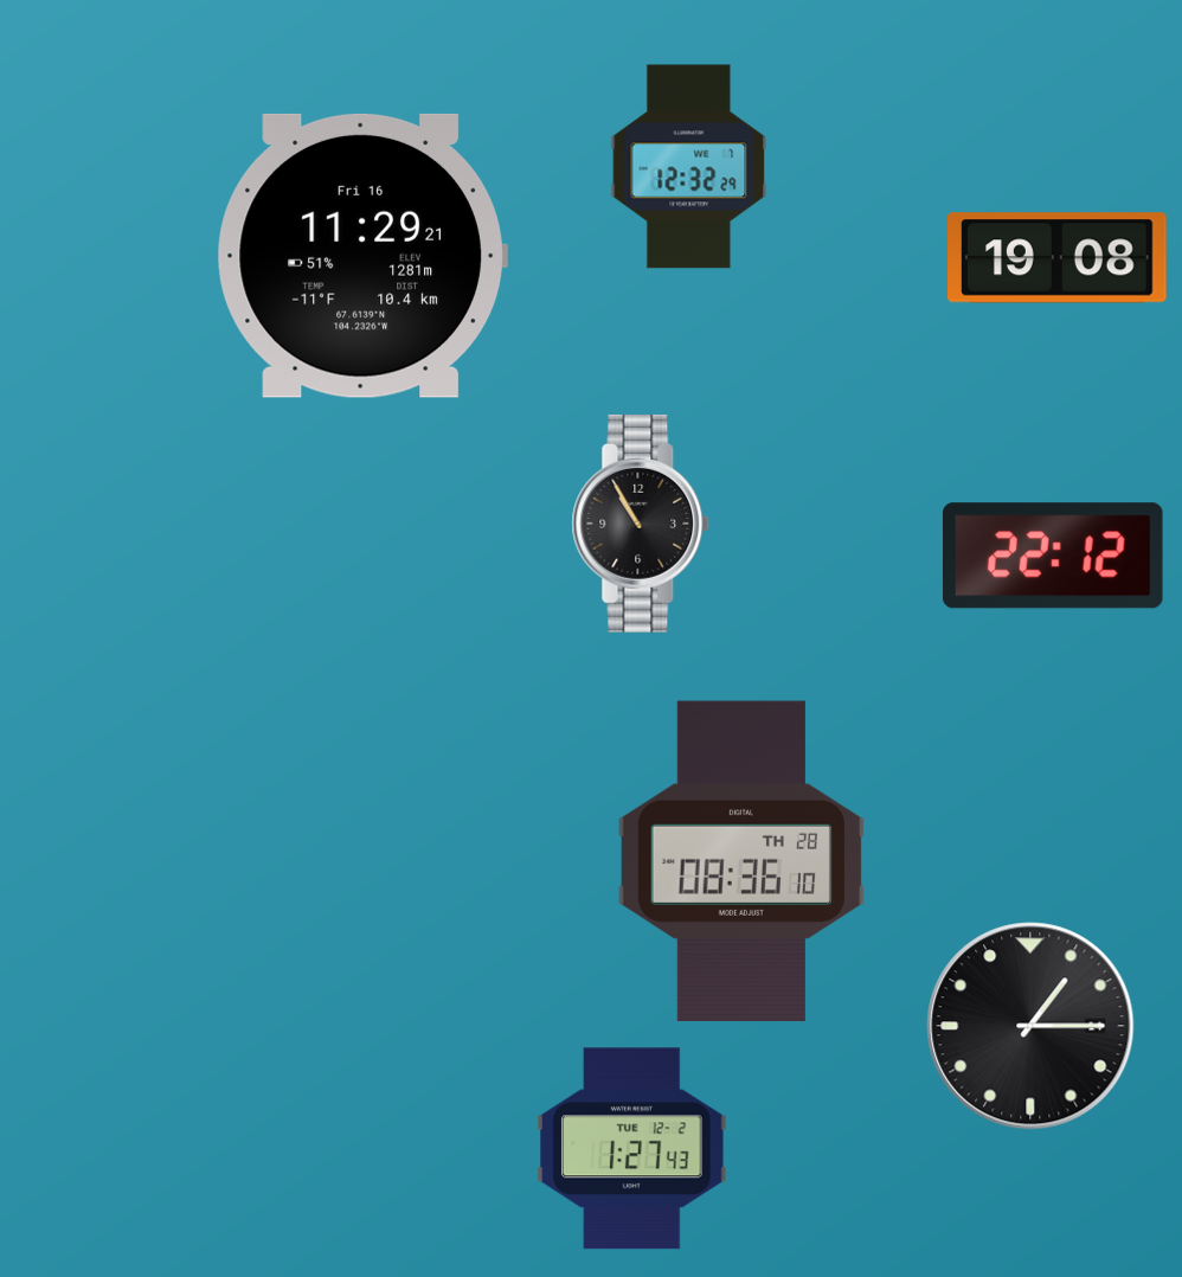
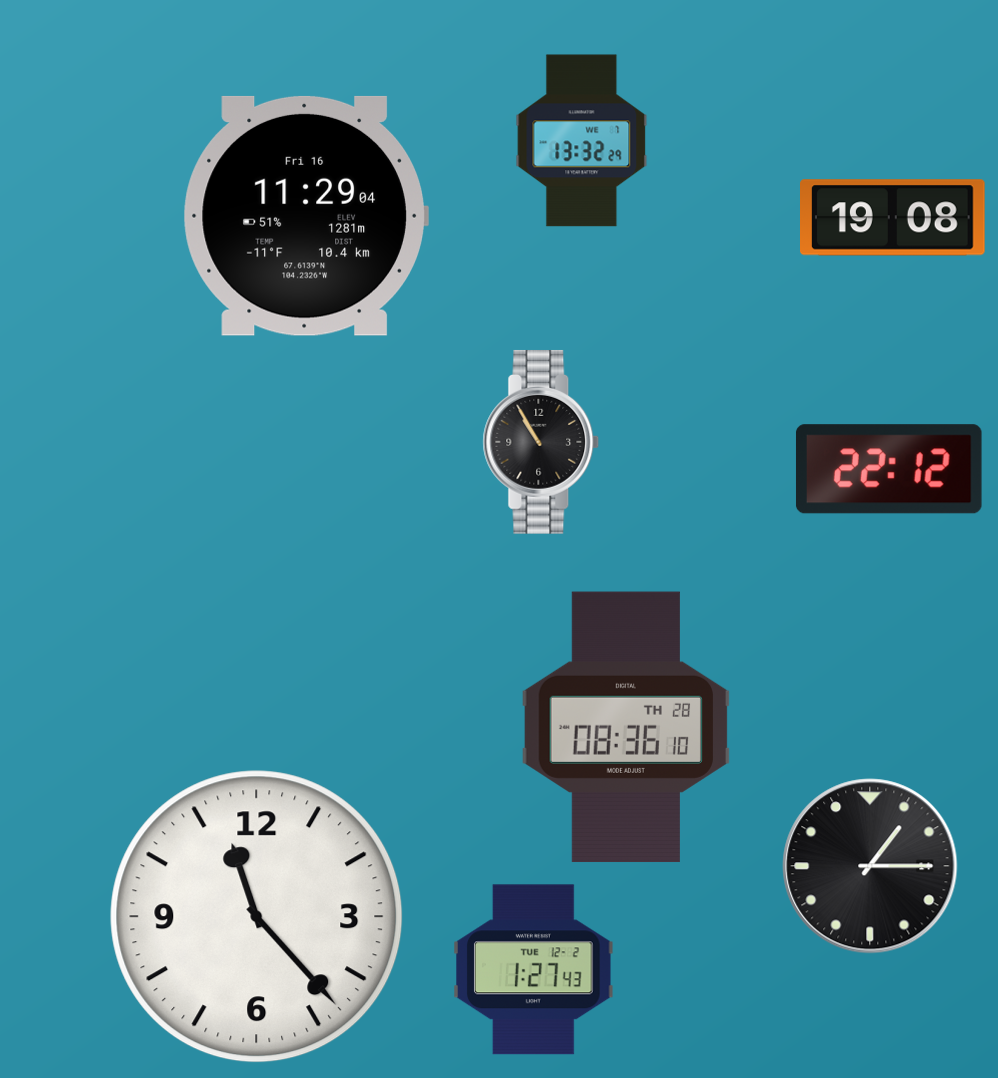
clock at (689, 167): 12:32 -> 13:32
clock at (362, 256): 11:29:21 -> 11:29:04
clock at (257, 917): none -> 11:23
